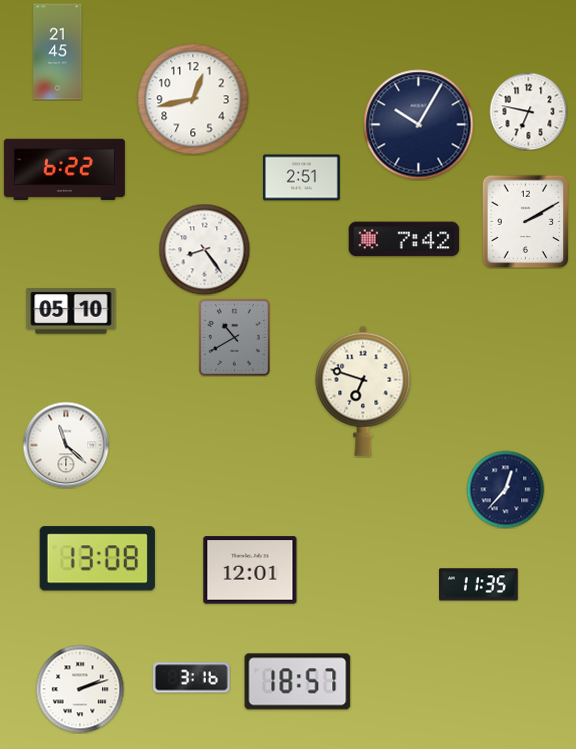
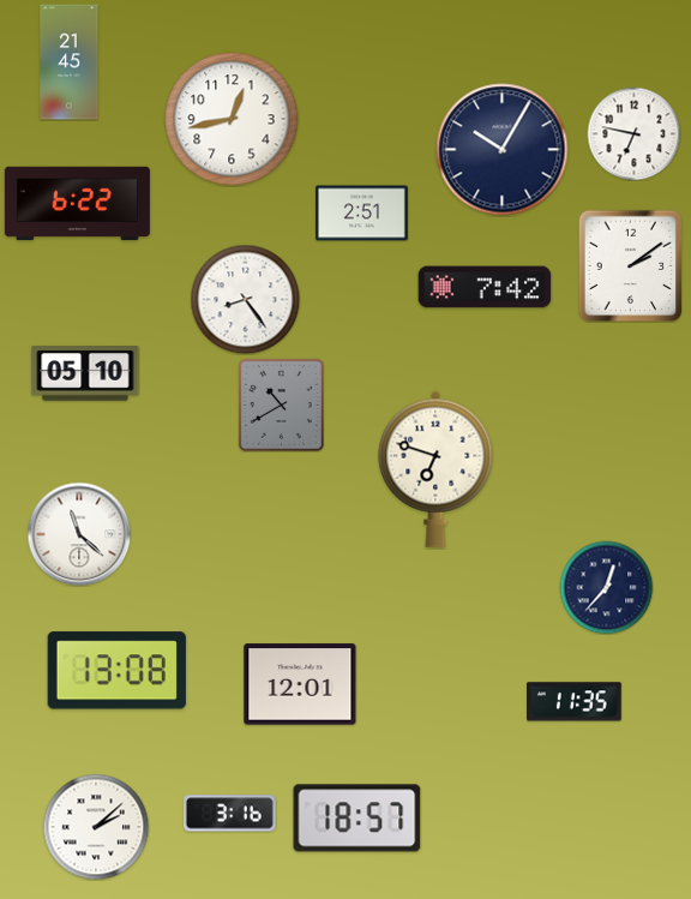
clock at (526, 221): 2:10 -> 2:09
clock at (80, 689): 2:12 -> 2:08
